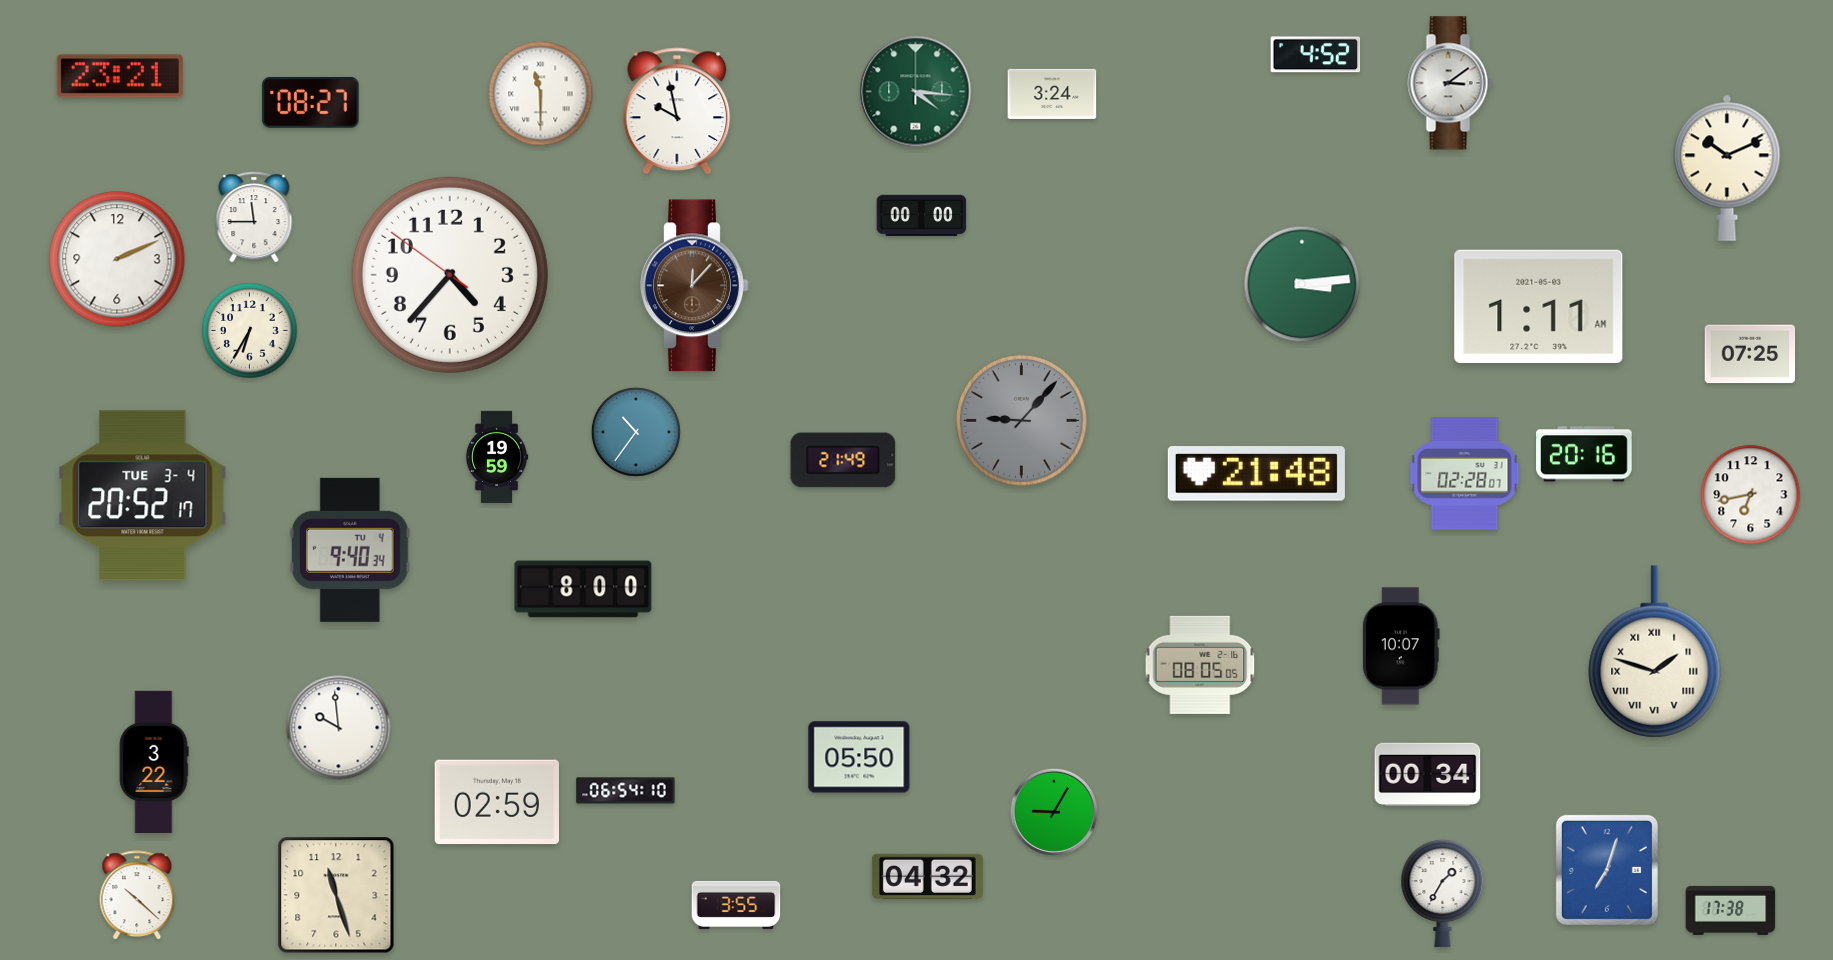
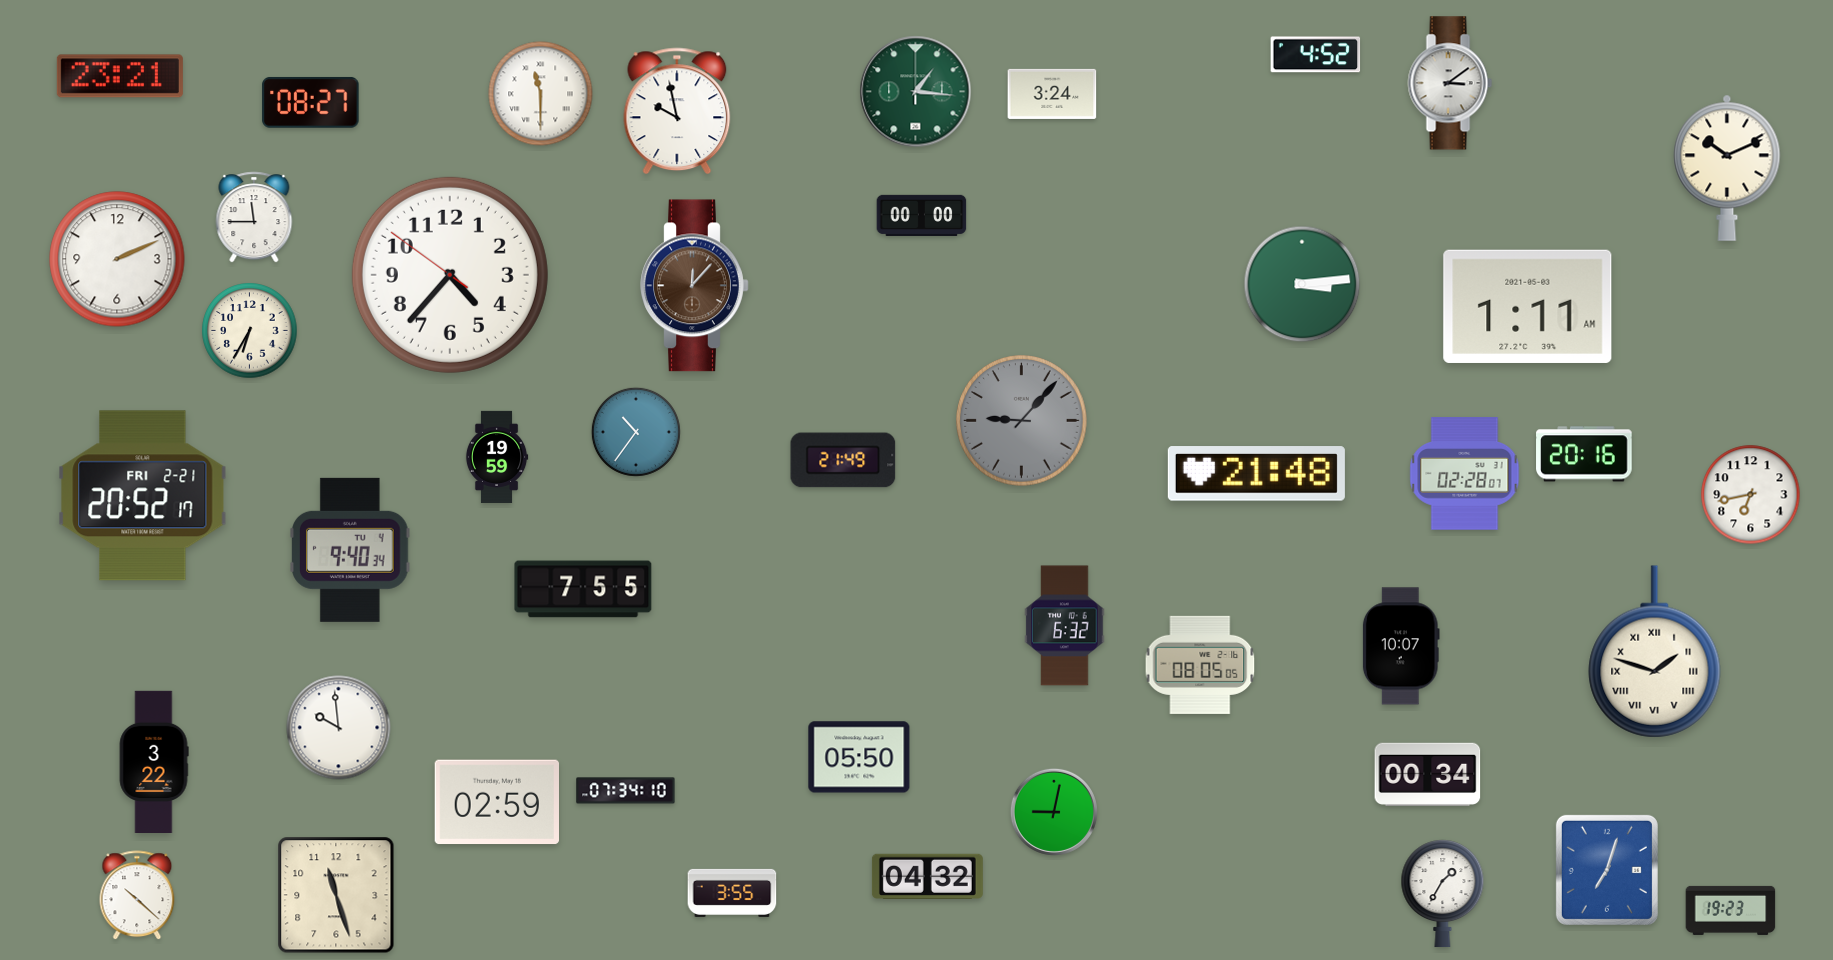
clock at (916, 92): 4:16 -> 1:16
clock at (1539, 306) position: (1539, 306) -> (1528, 306)
clock at (1750, 354): 07:25 -> none
clock at (143, 496) date: TUE 3-4 -> FRI 2-21
clock at (583, 589): 8:00 -> 7:55
clock at (1065, 626): none -> 6:32
clock at (626, 791): 06:54 -> 07:34
clock at (1054, 812): 9:05 -> 9:02
clock at (736, 905) position: (736, 905) -> (732, 893)
clock at (1731, 910): 17:38 -> 19:23
